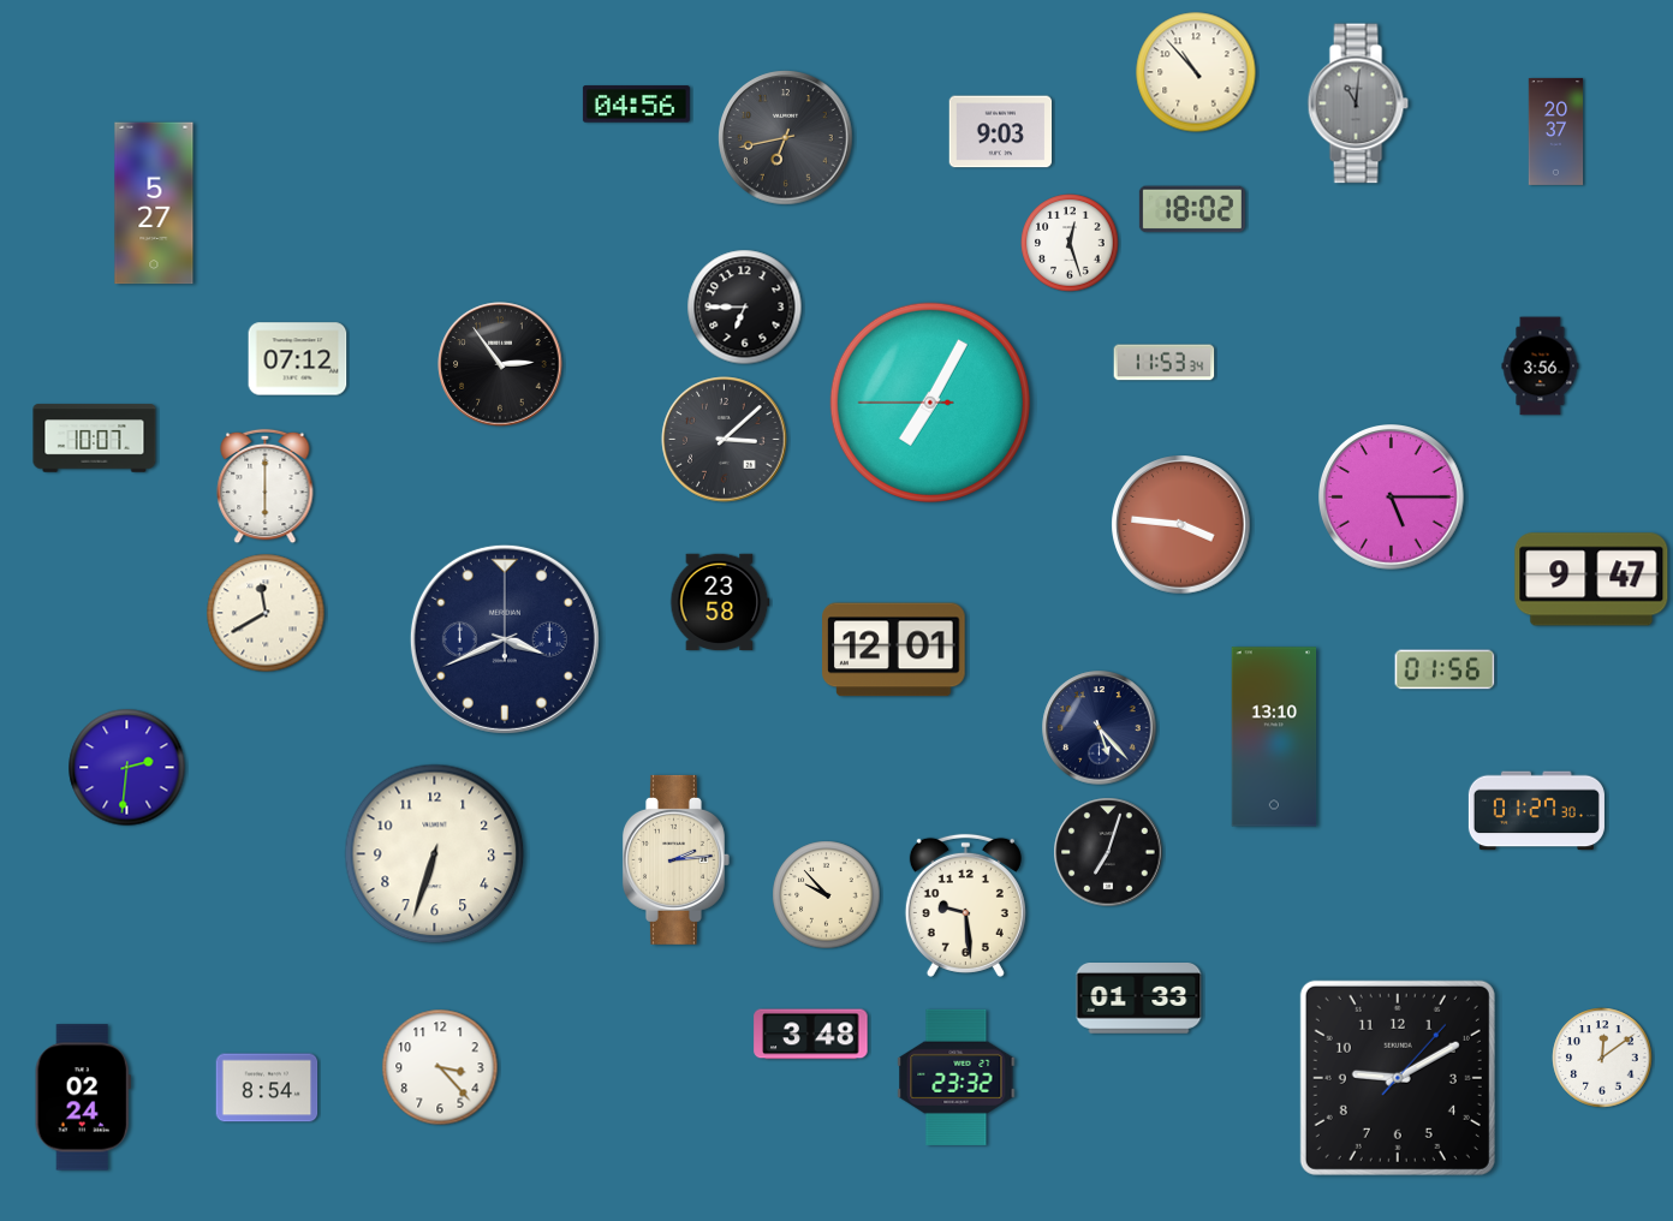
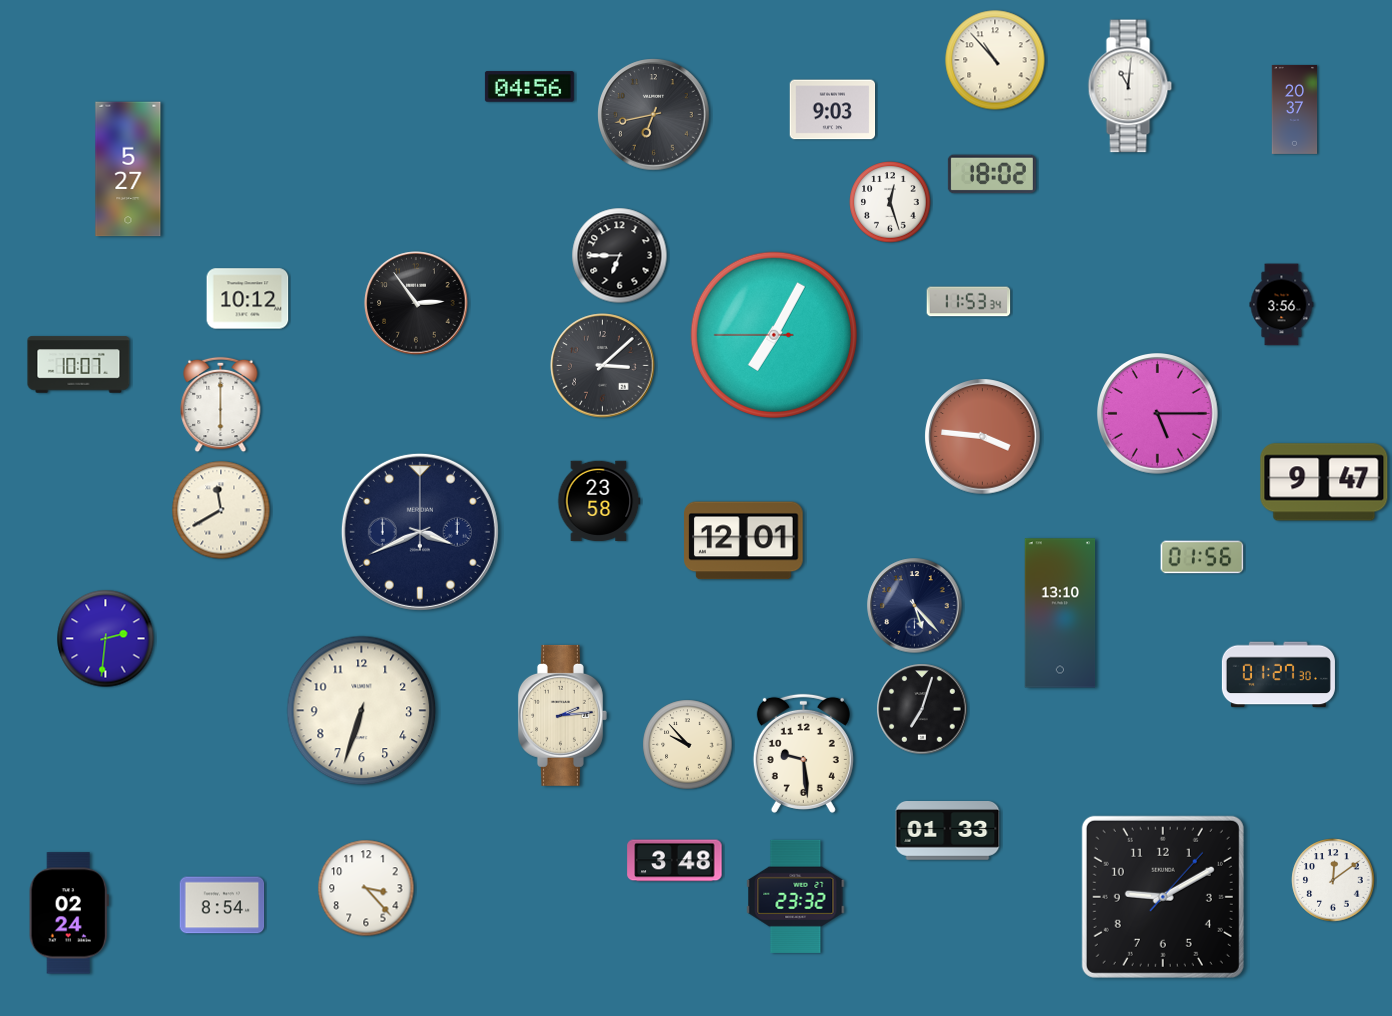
clock at (1358, 103) dial: grey -> white
clock at (298, 359): 07:12 -> 10:12
